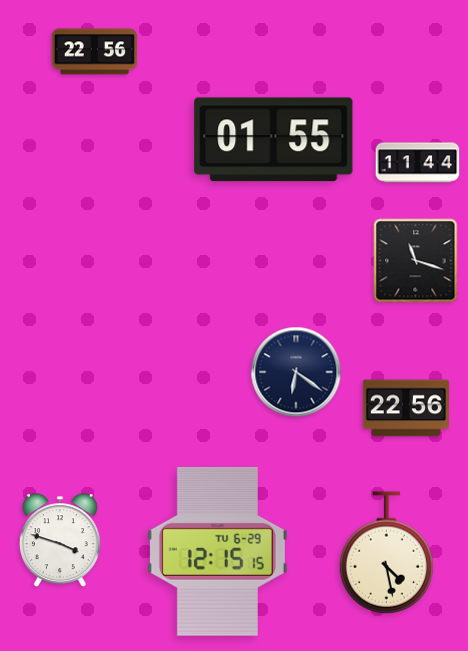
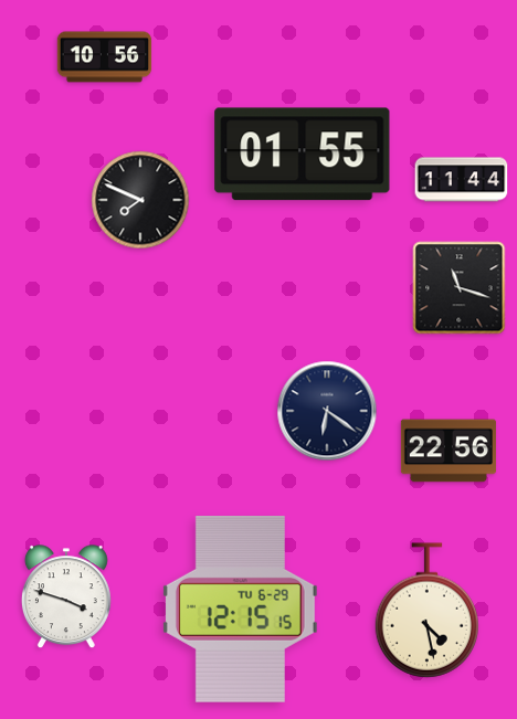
clock at (95, 52): 22:56 -> 10:56
clock at (140, 200): none -> 7:49
